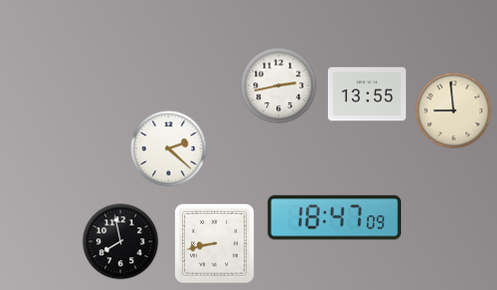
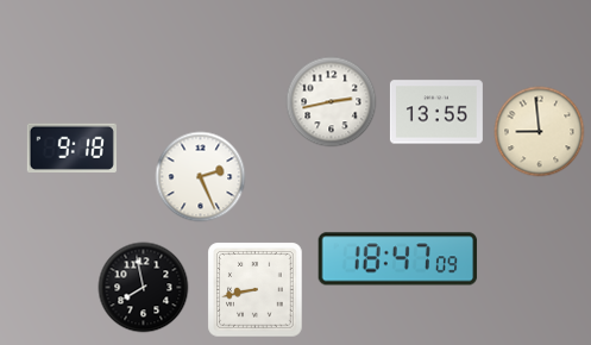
clock at (71, 148): none -> 9:18
clock at (169, 149): 2:22 -> 2:26
